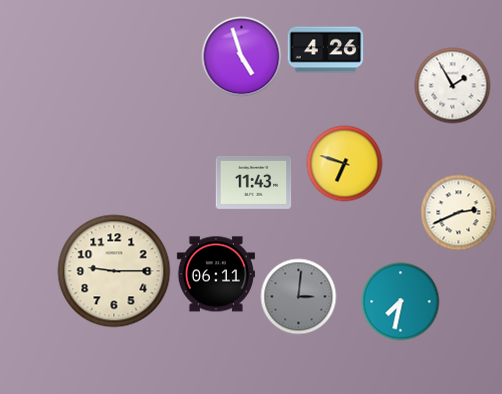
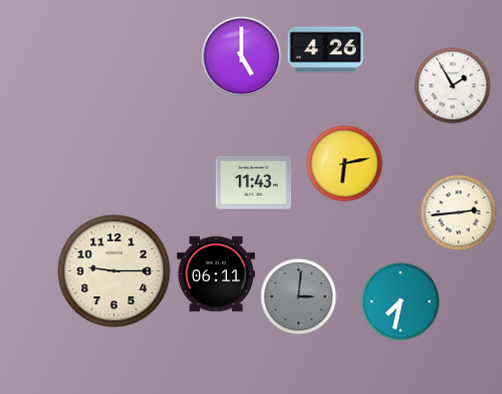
clock at (242, 57): 4:57 -> 5:00
clock at (345, 164): 6:48 -> 6:13
clock at (459, 213): 2:41 -> 2:44
